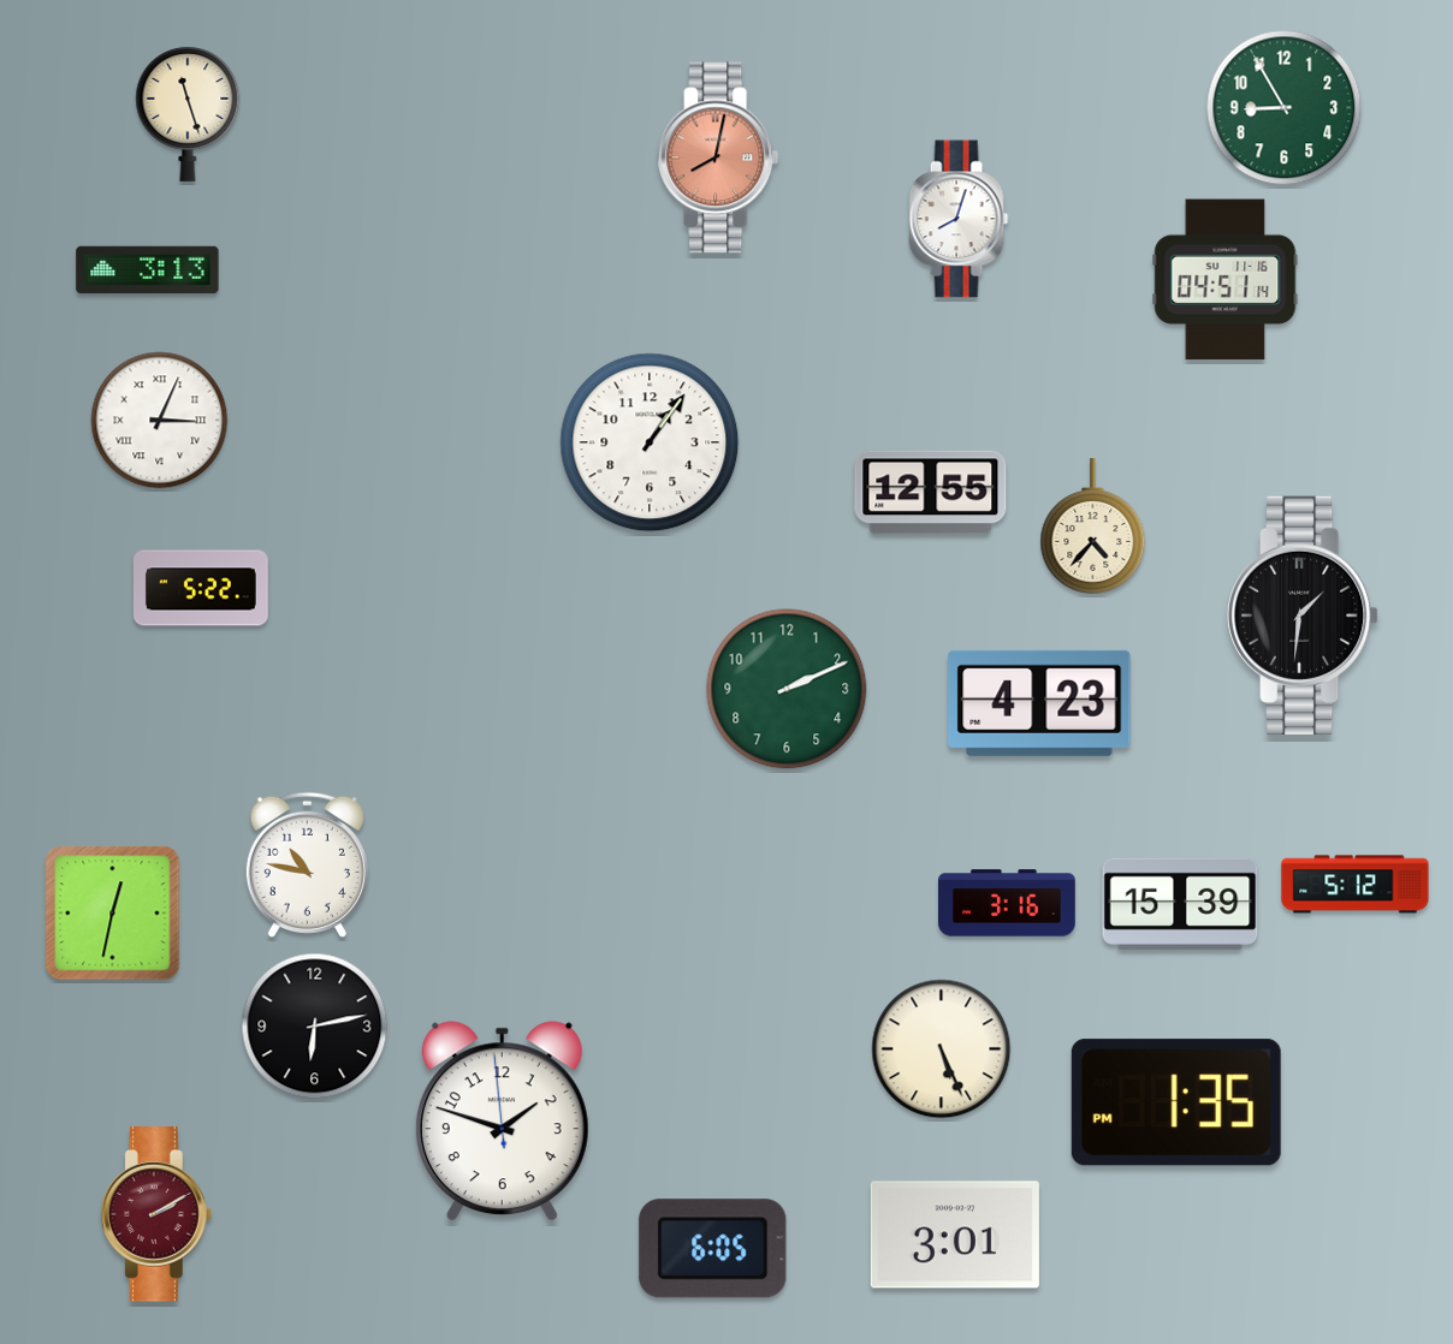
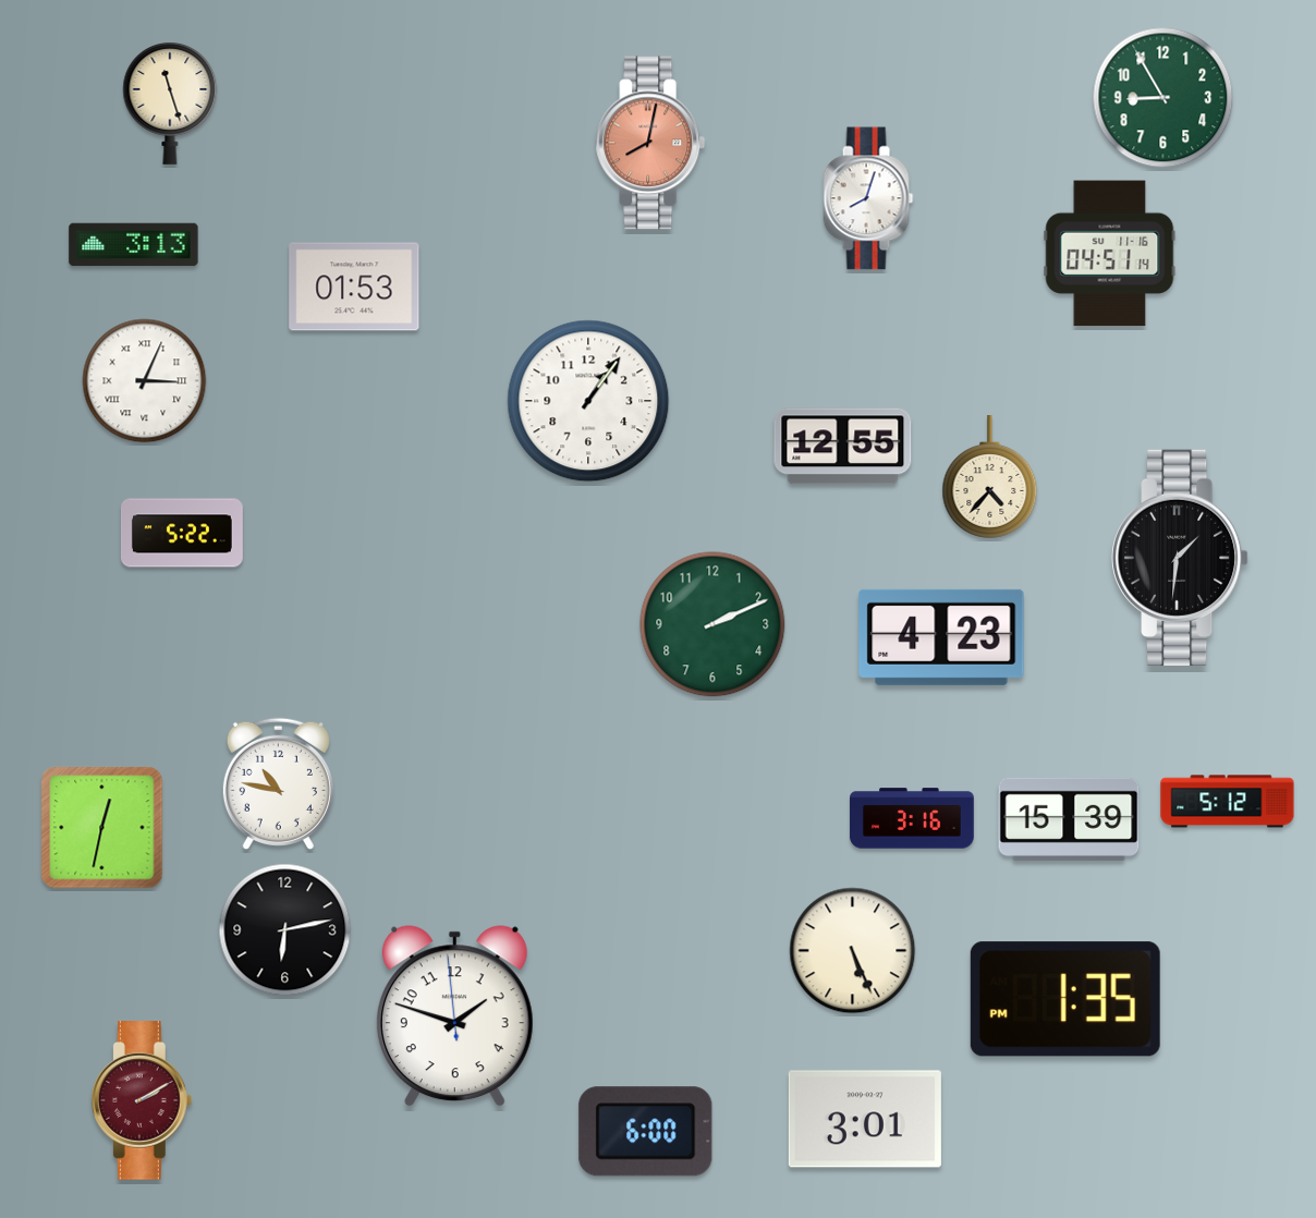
clock at (354, 287): none -> 01:53
clock at (713, 1249): 6:05 -> 6:00
